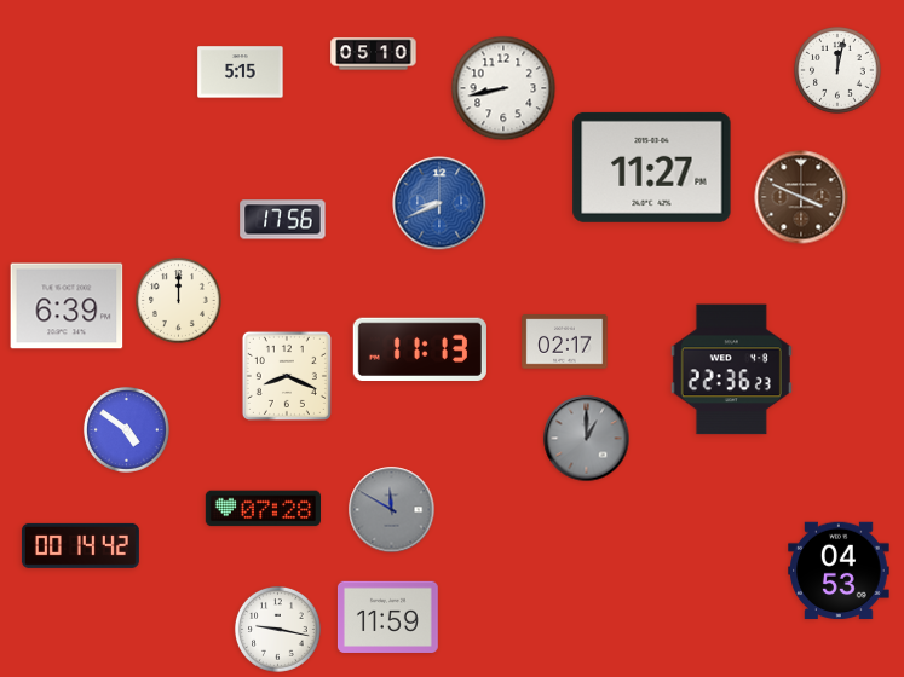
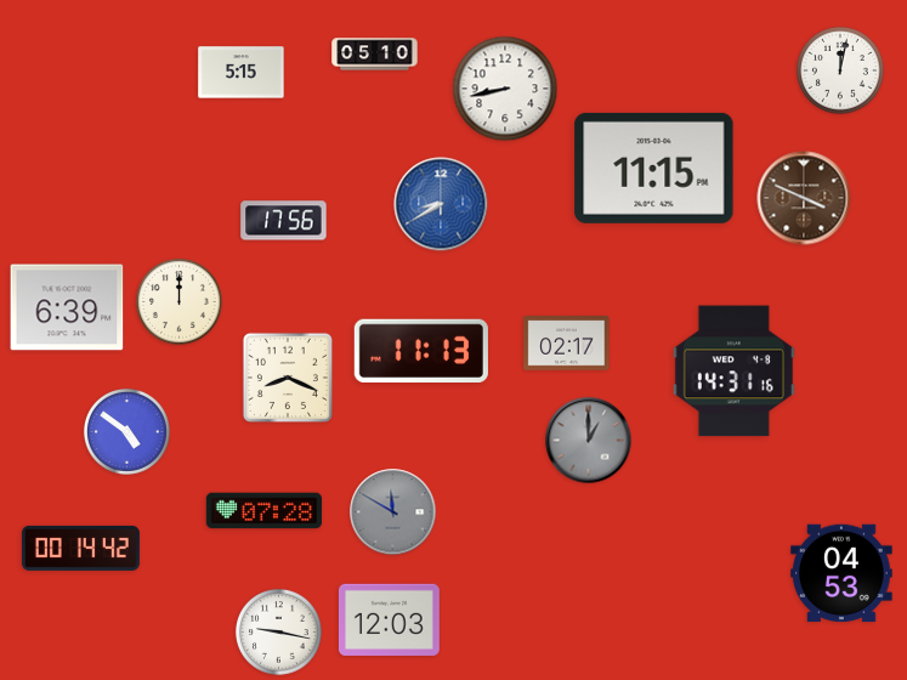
clock at (652, 167): 11:27 -> 11:15
clock at (439, 203): 8:41 -> 8:40
clock at (731, 370): 22:36 -> 14:31
clock at (387, 617): 11:59 -> 12:03
